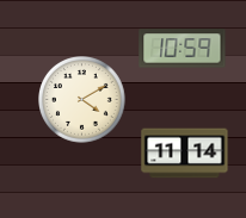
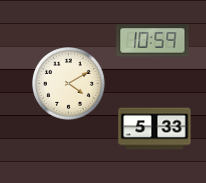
clock at (185, 154): 11:14 -> 5:33
